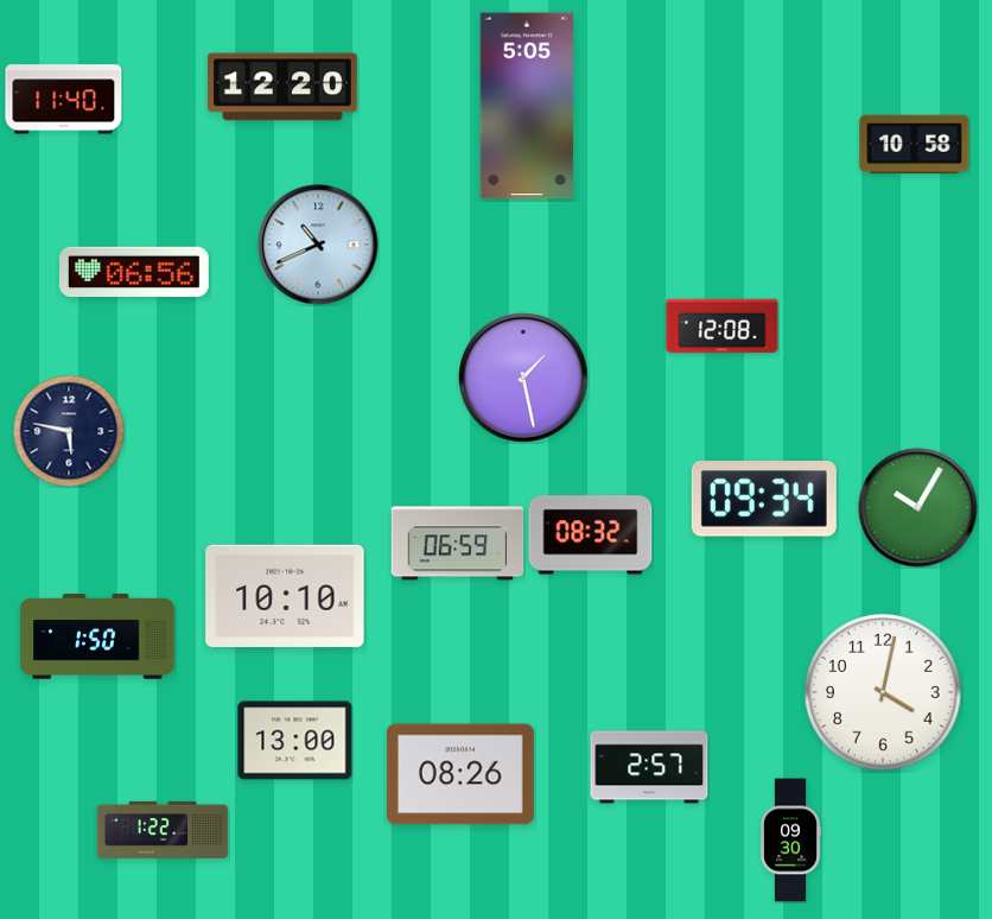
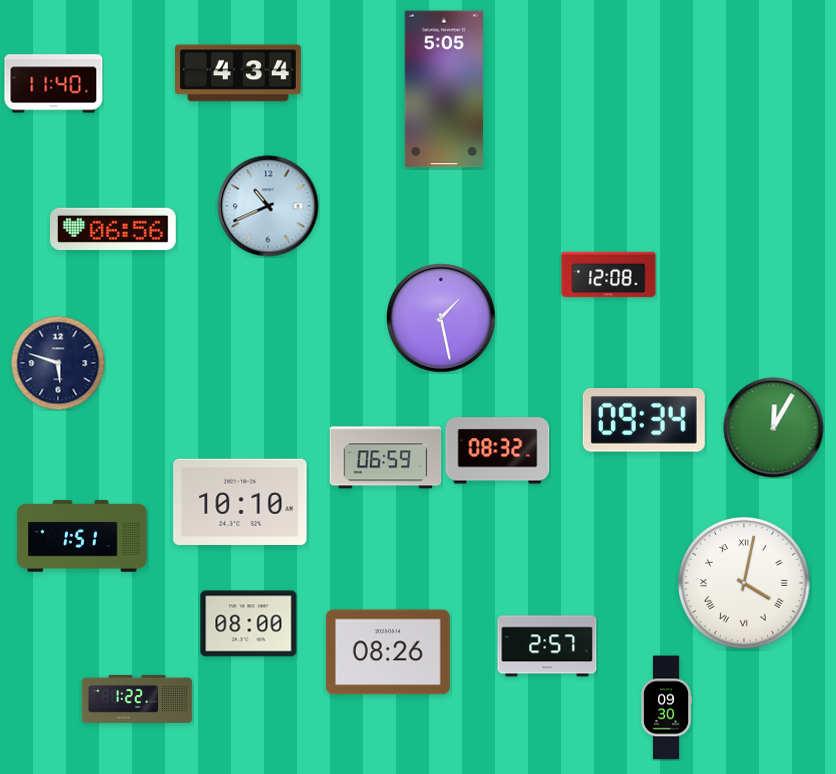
clock at (284, 87): 12:20 -> 4:34
clock at (915, 145): 10:58 -> none
clock at (69, 431): 5:47 -> 5:48
clock at (918, 508): 10:05 -> 12:05
clock at (97, 636): 1:50 -> 1:51
clock at (884, 693) numerals: Arabic -> Roman
clock at (295, 741): 13:00 -> 08:00
